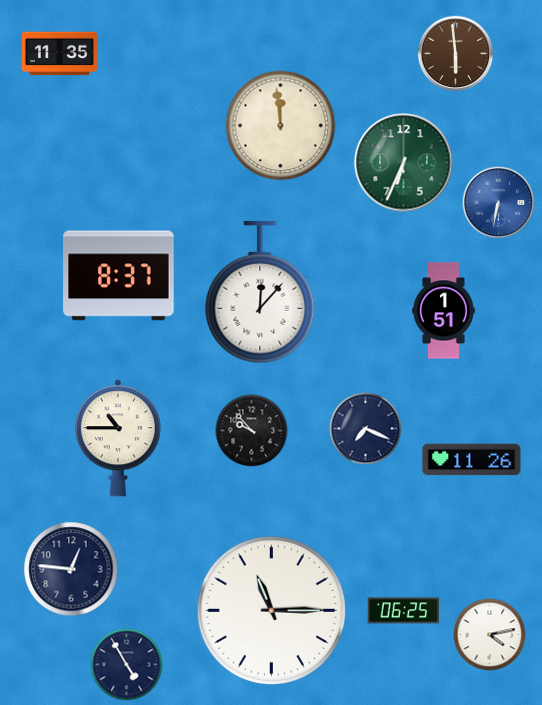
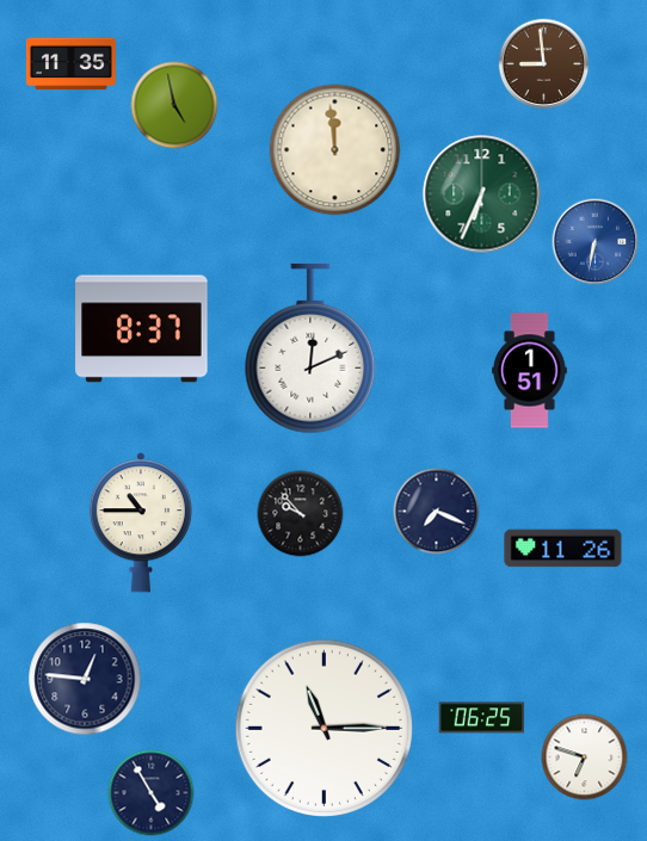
clock at (456, 54): 5:59 -> 8:59
clock at (174, 105): none -> 4:58
clock at (260, 292): 12:07 -> 12:11
clock at (404, 611) position: (404, 611) -> (482, 718)
clock at (490, 635): 4:13 -> 6:48
